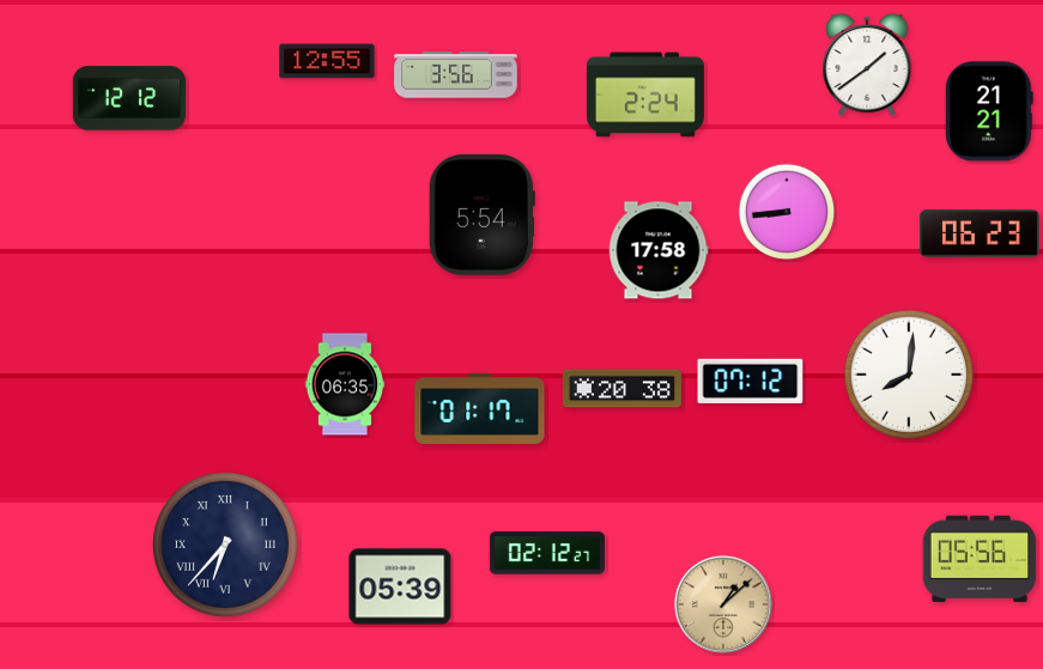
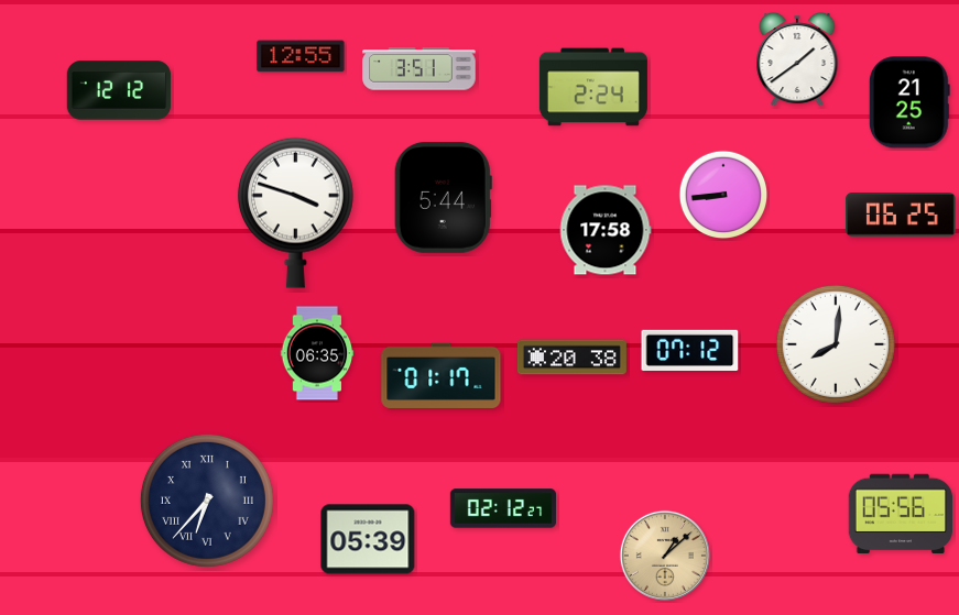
clock at (456, 75): 3:56 -> 3:51
clock at (989, 111): 21:21 -> 21:25
clock at (481, 214): 5:54 -> 5:44
clock at (295, 212): none -> 3:48
clock at (980, 235): 06:23 -> 06:25
